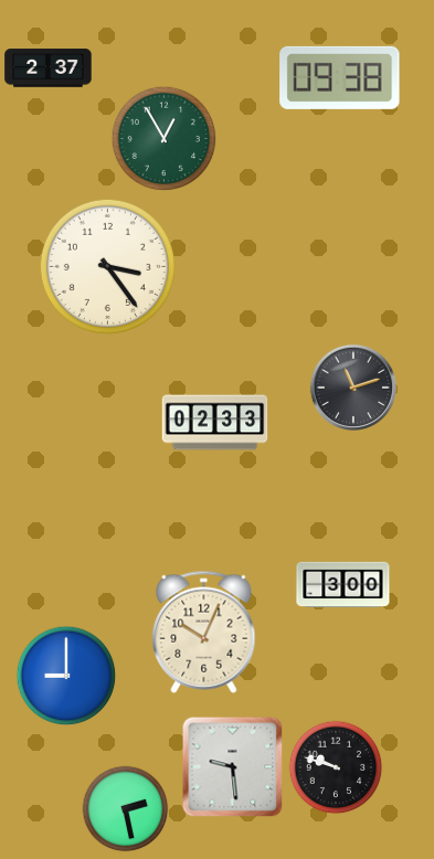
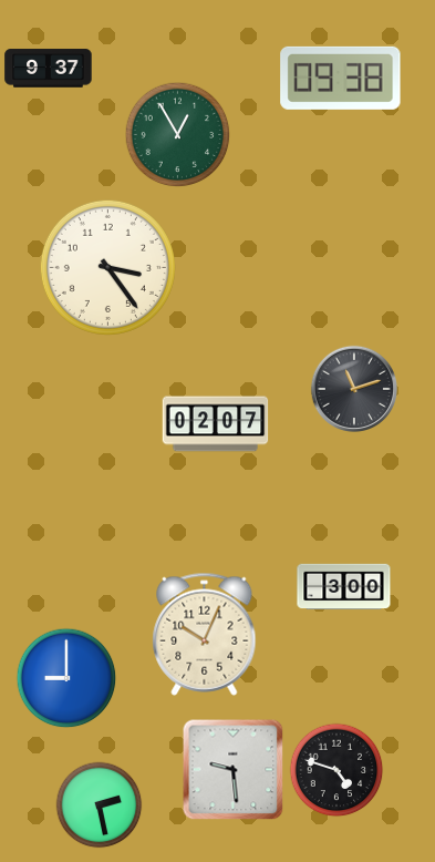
clock at (49, 68): 2:37 -> 9:37
clock at (165, 139) position: (165, 139) -> (178, 135)
clock at (215, 423): 02:33 -> 02:07
clock at (336, 767): 9:48 -> 4:48
clock at (126, 809) position: (126, 809) -> (100, 805)
